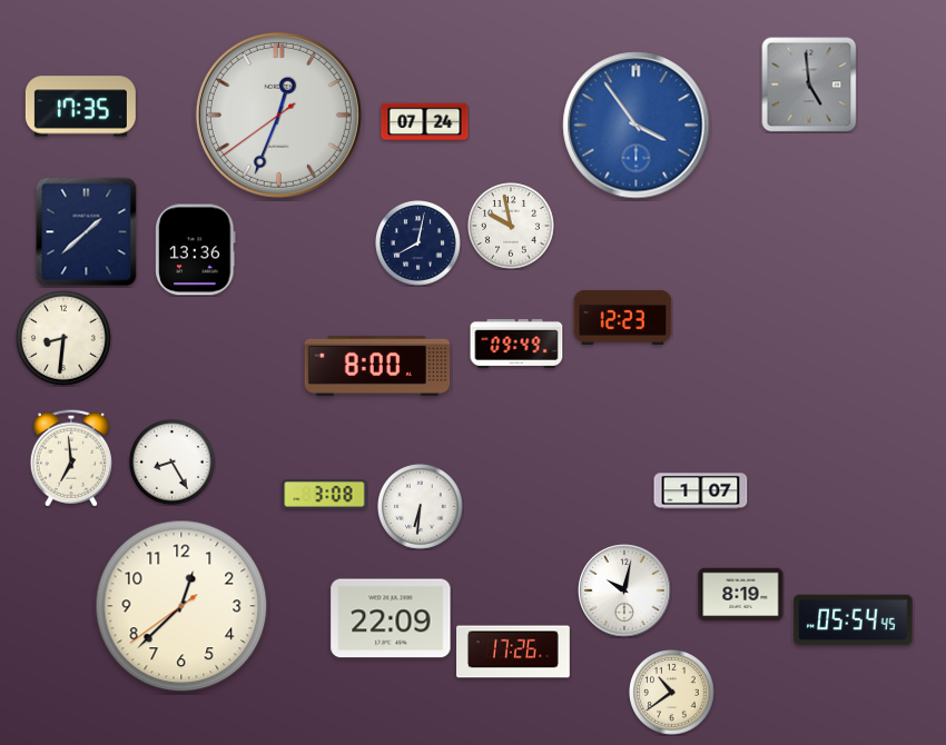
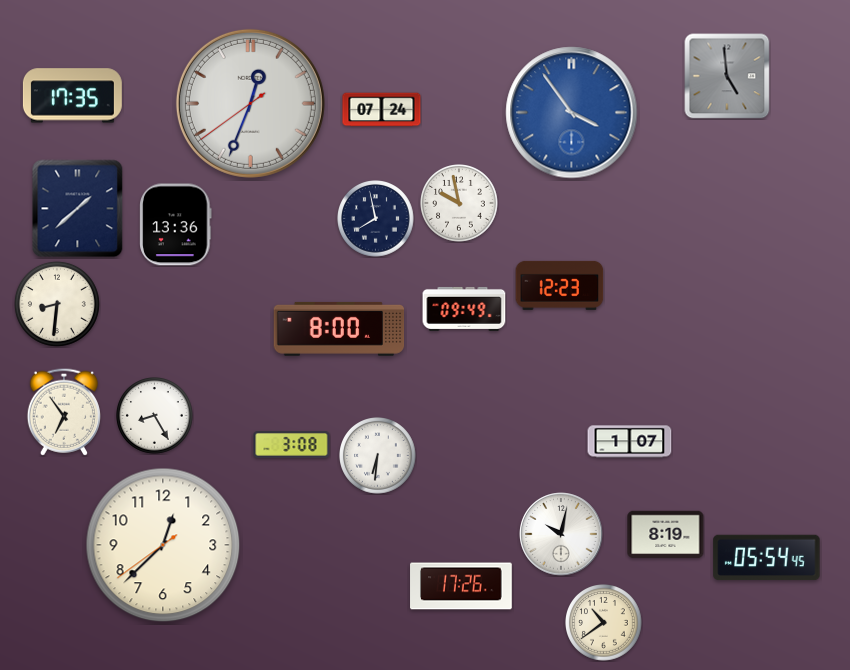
clock at (418, 244): 8:02 -> 7:58
clock at (71, 458): 6:59 -> 6:54
clock at (624, 590) position: (624, 590) -> (561, 534)
clock at (391, 618): 22:09 -> none
